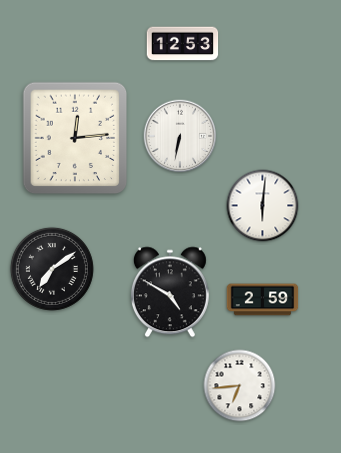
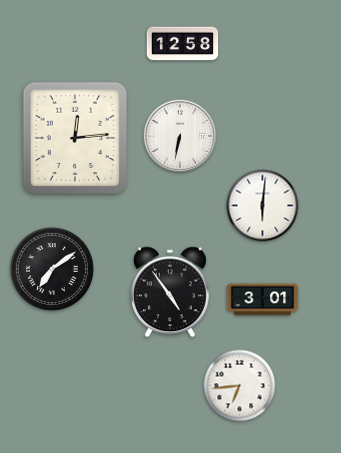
clock at (183, 44): 12:53 -> 12:58
clock at (170, 292): 4:50 -> 4:54
clock at (263, 300): 2:59 -> 3:01
